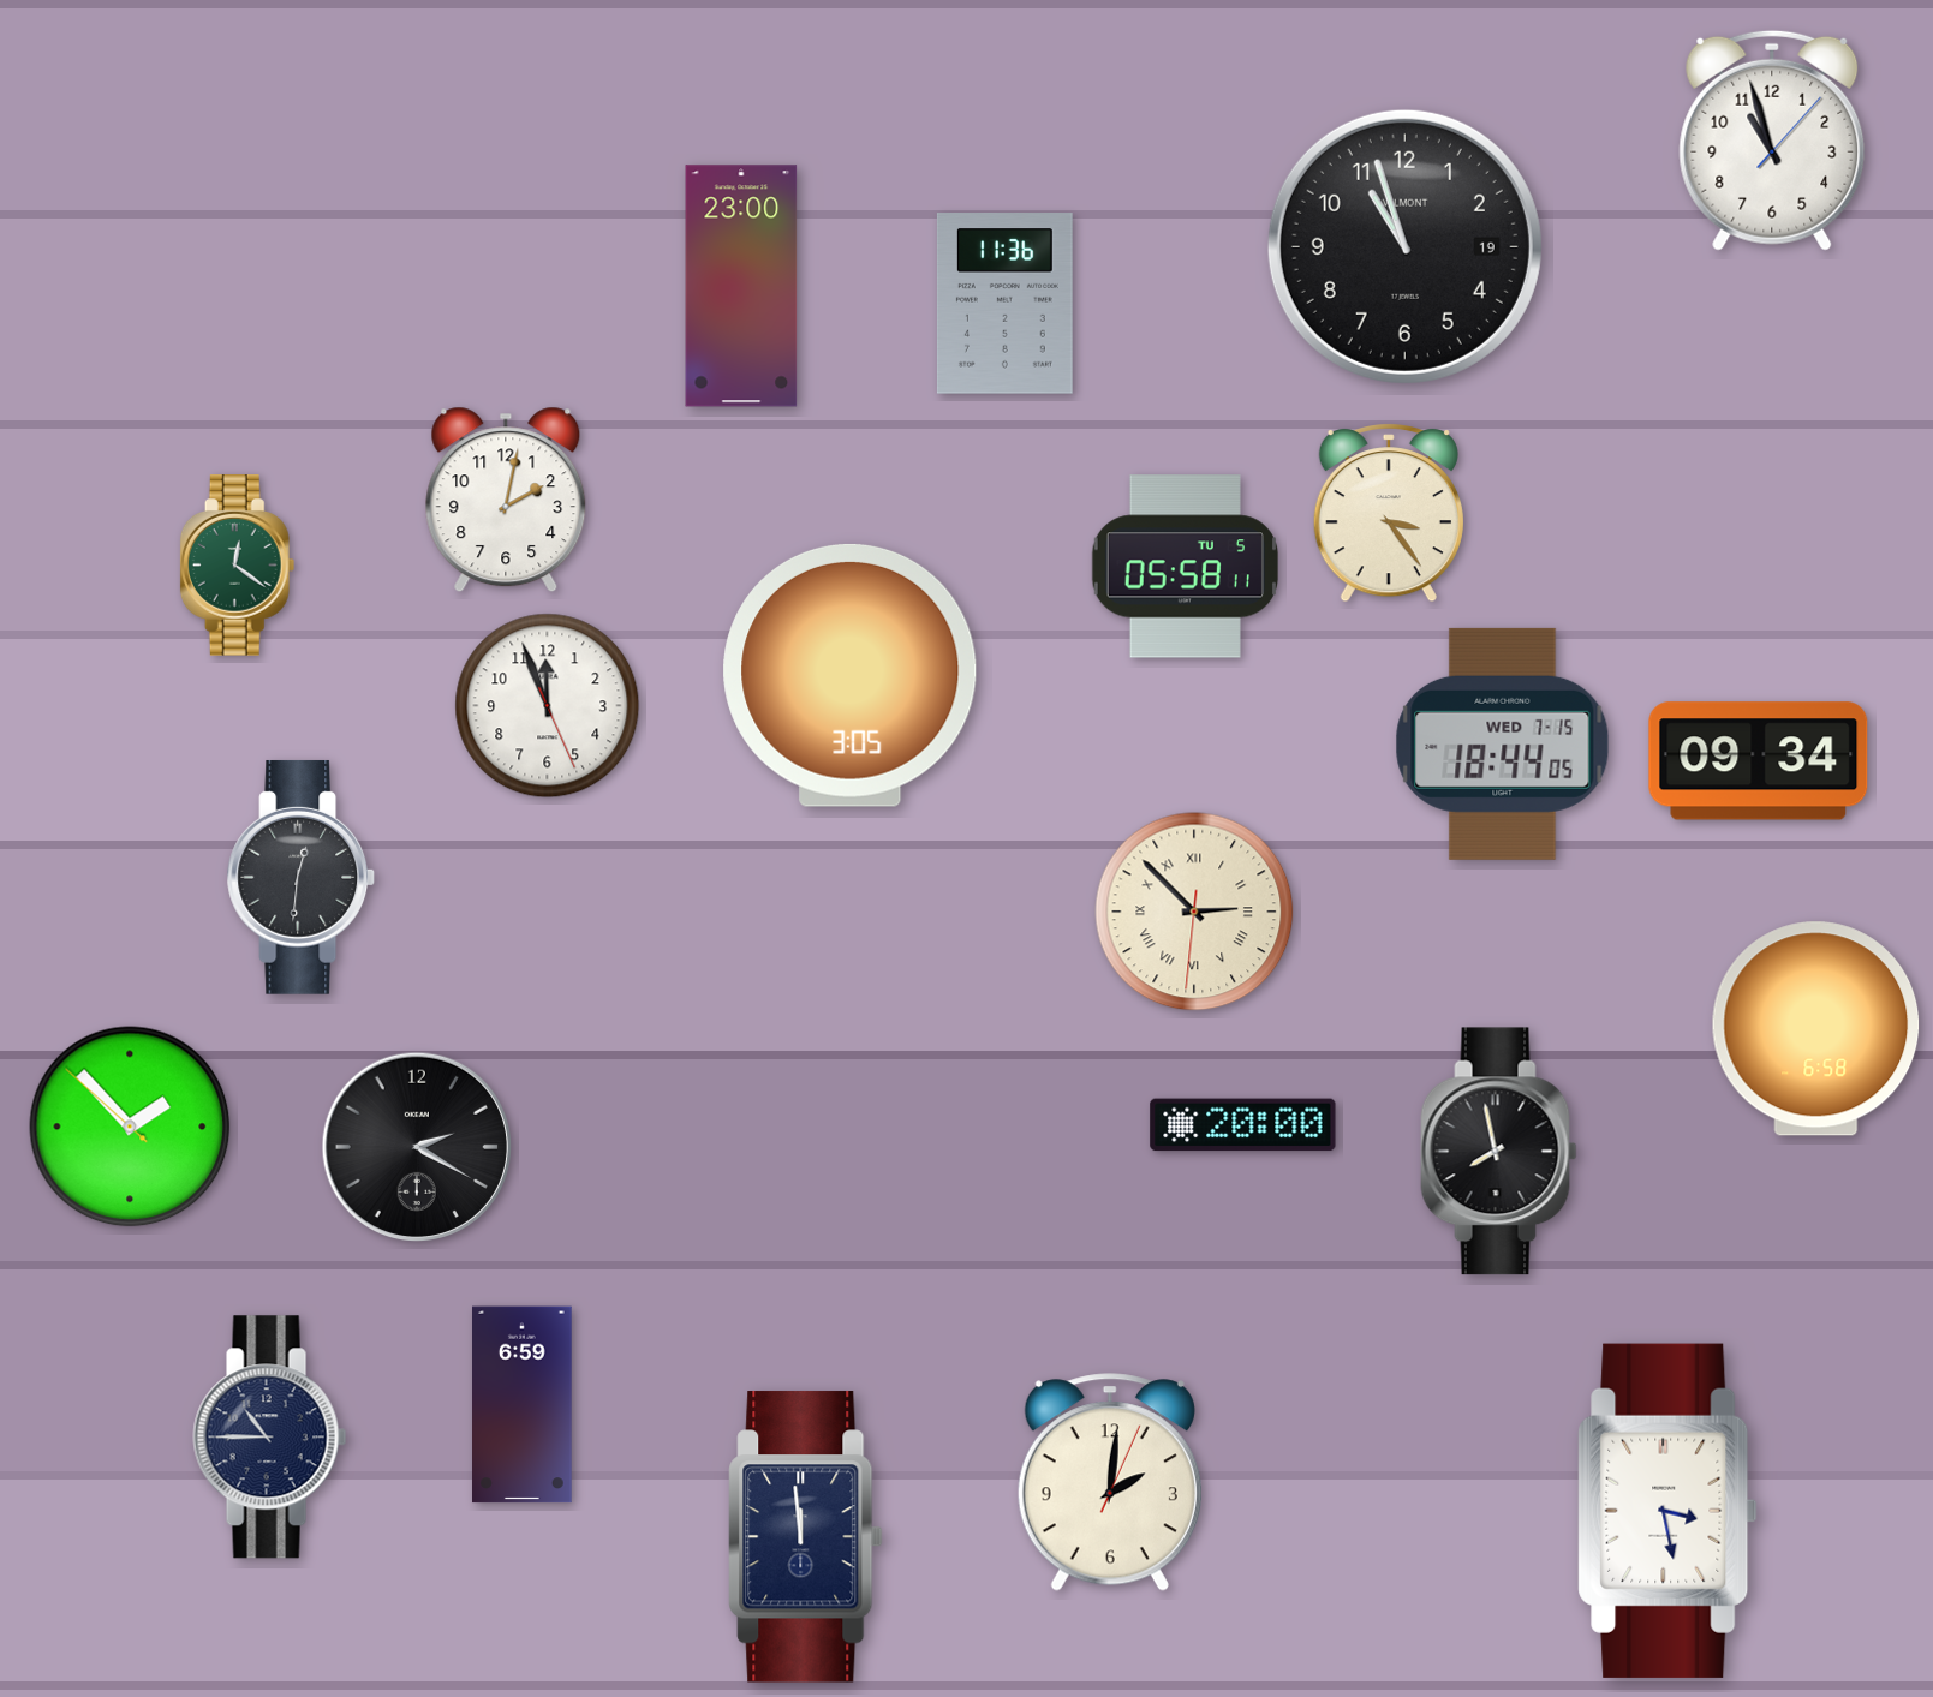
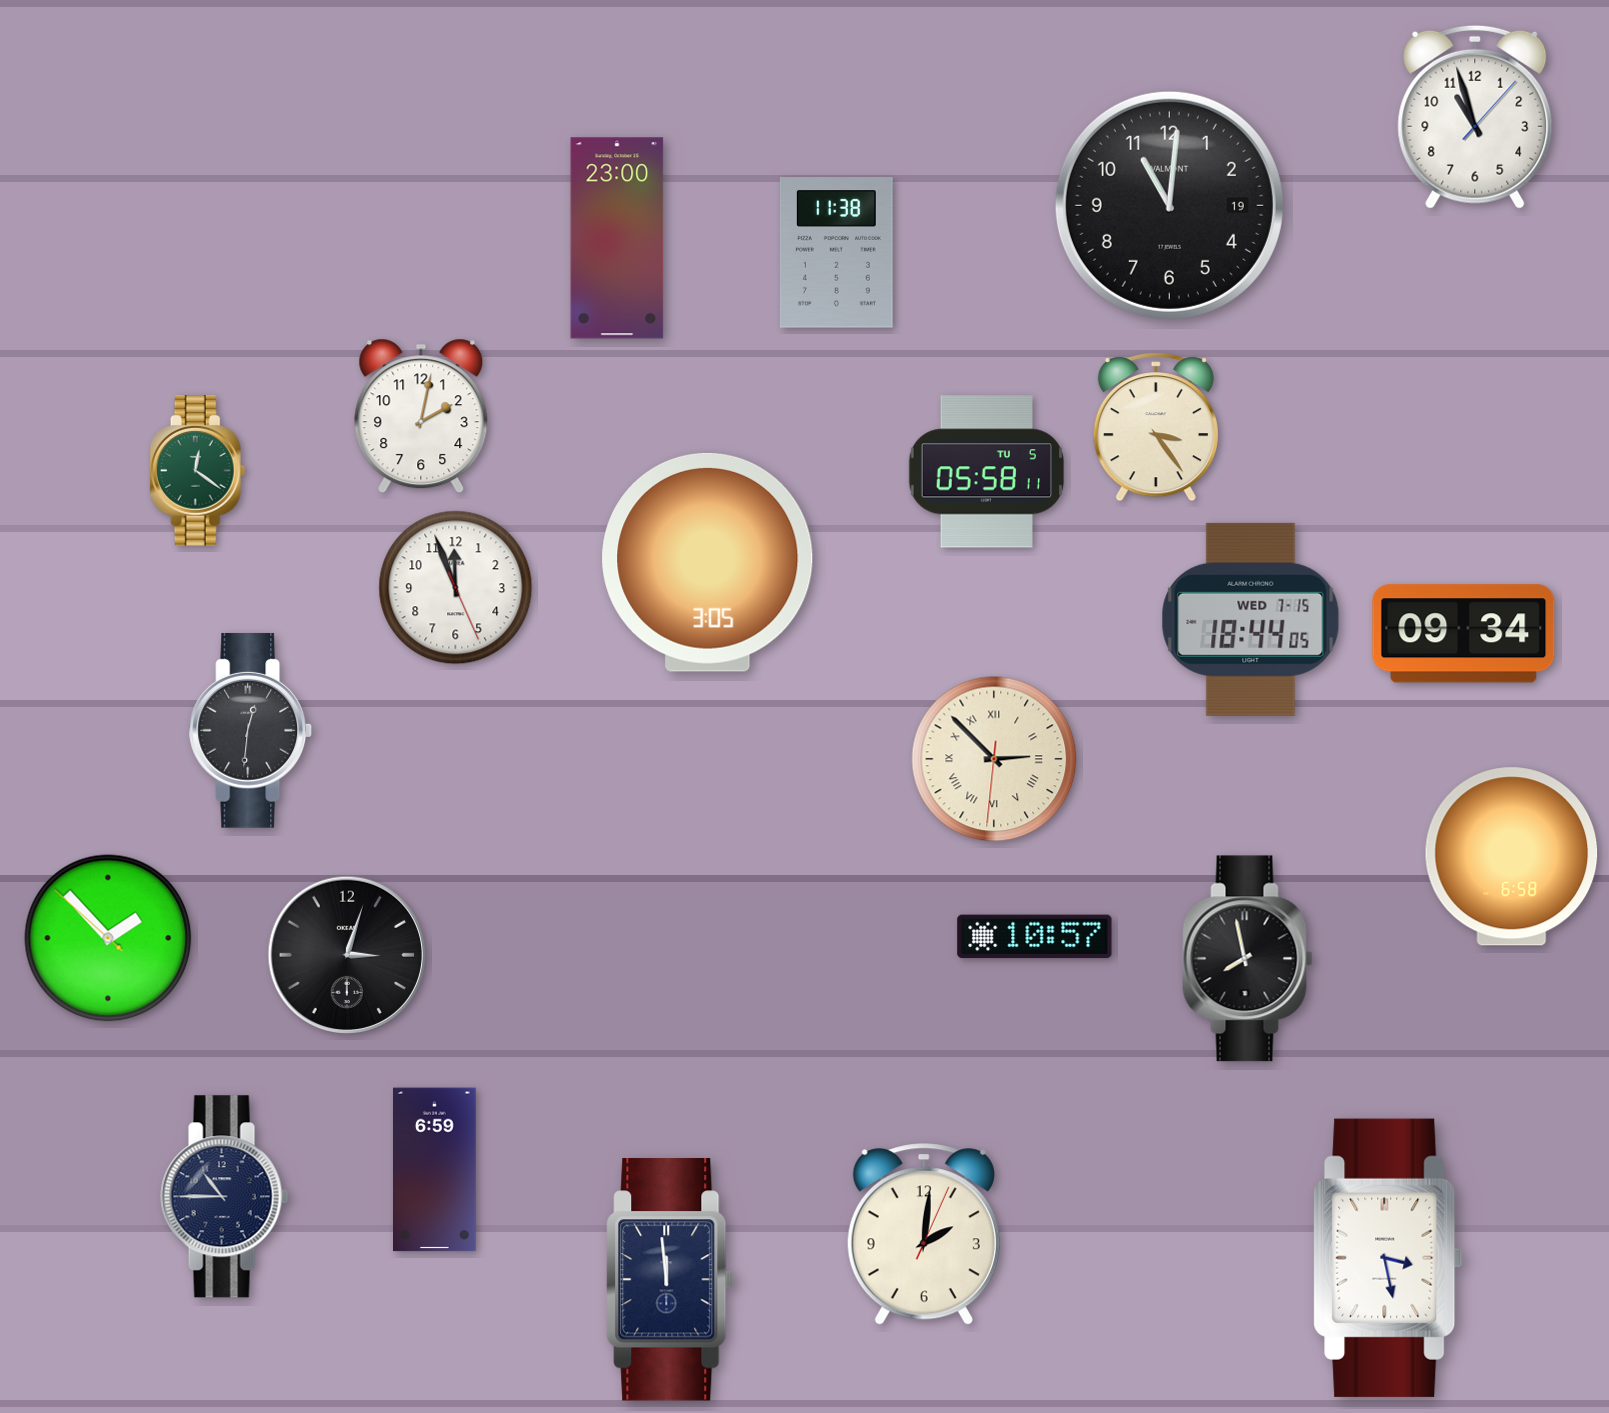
clock at (1404, 246): 10:57 -> 11:01
clock at (1004, 304): 11:36 -> 11:38
clock at (1243, 1125): 20:00 -> 10:57
clock at (416, 1146): 2:20 -> 3:03
